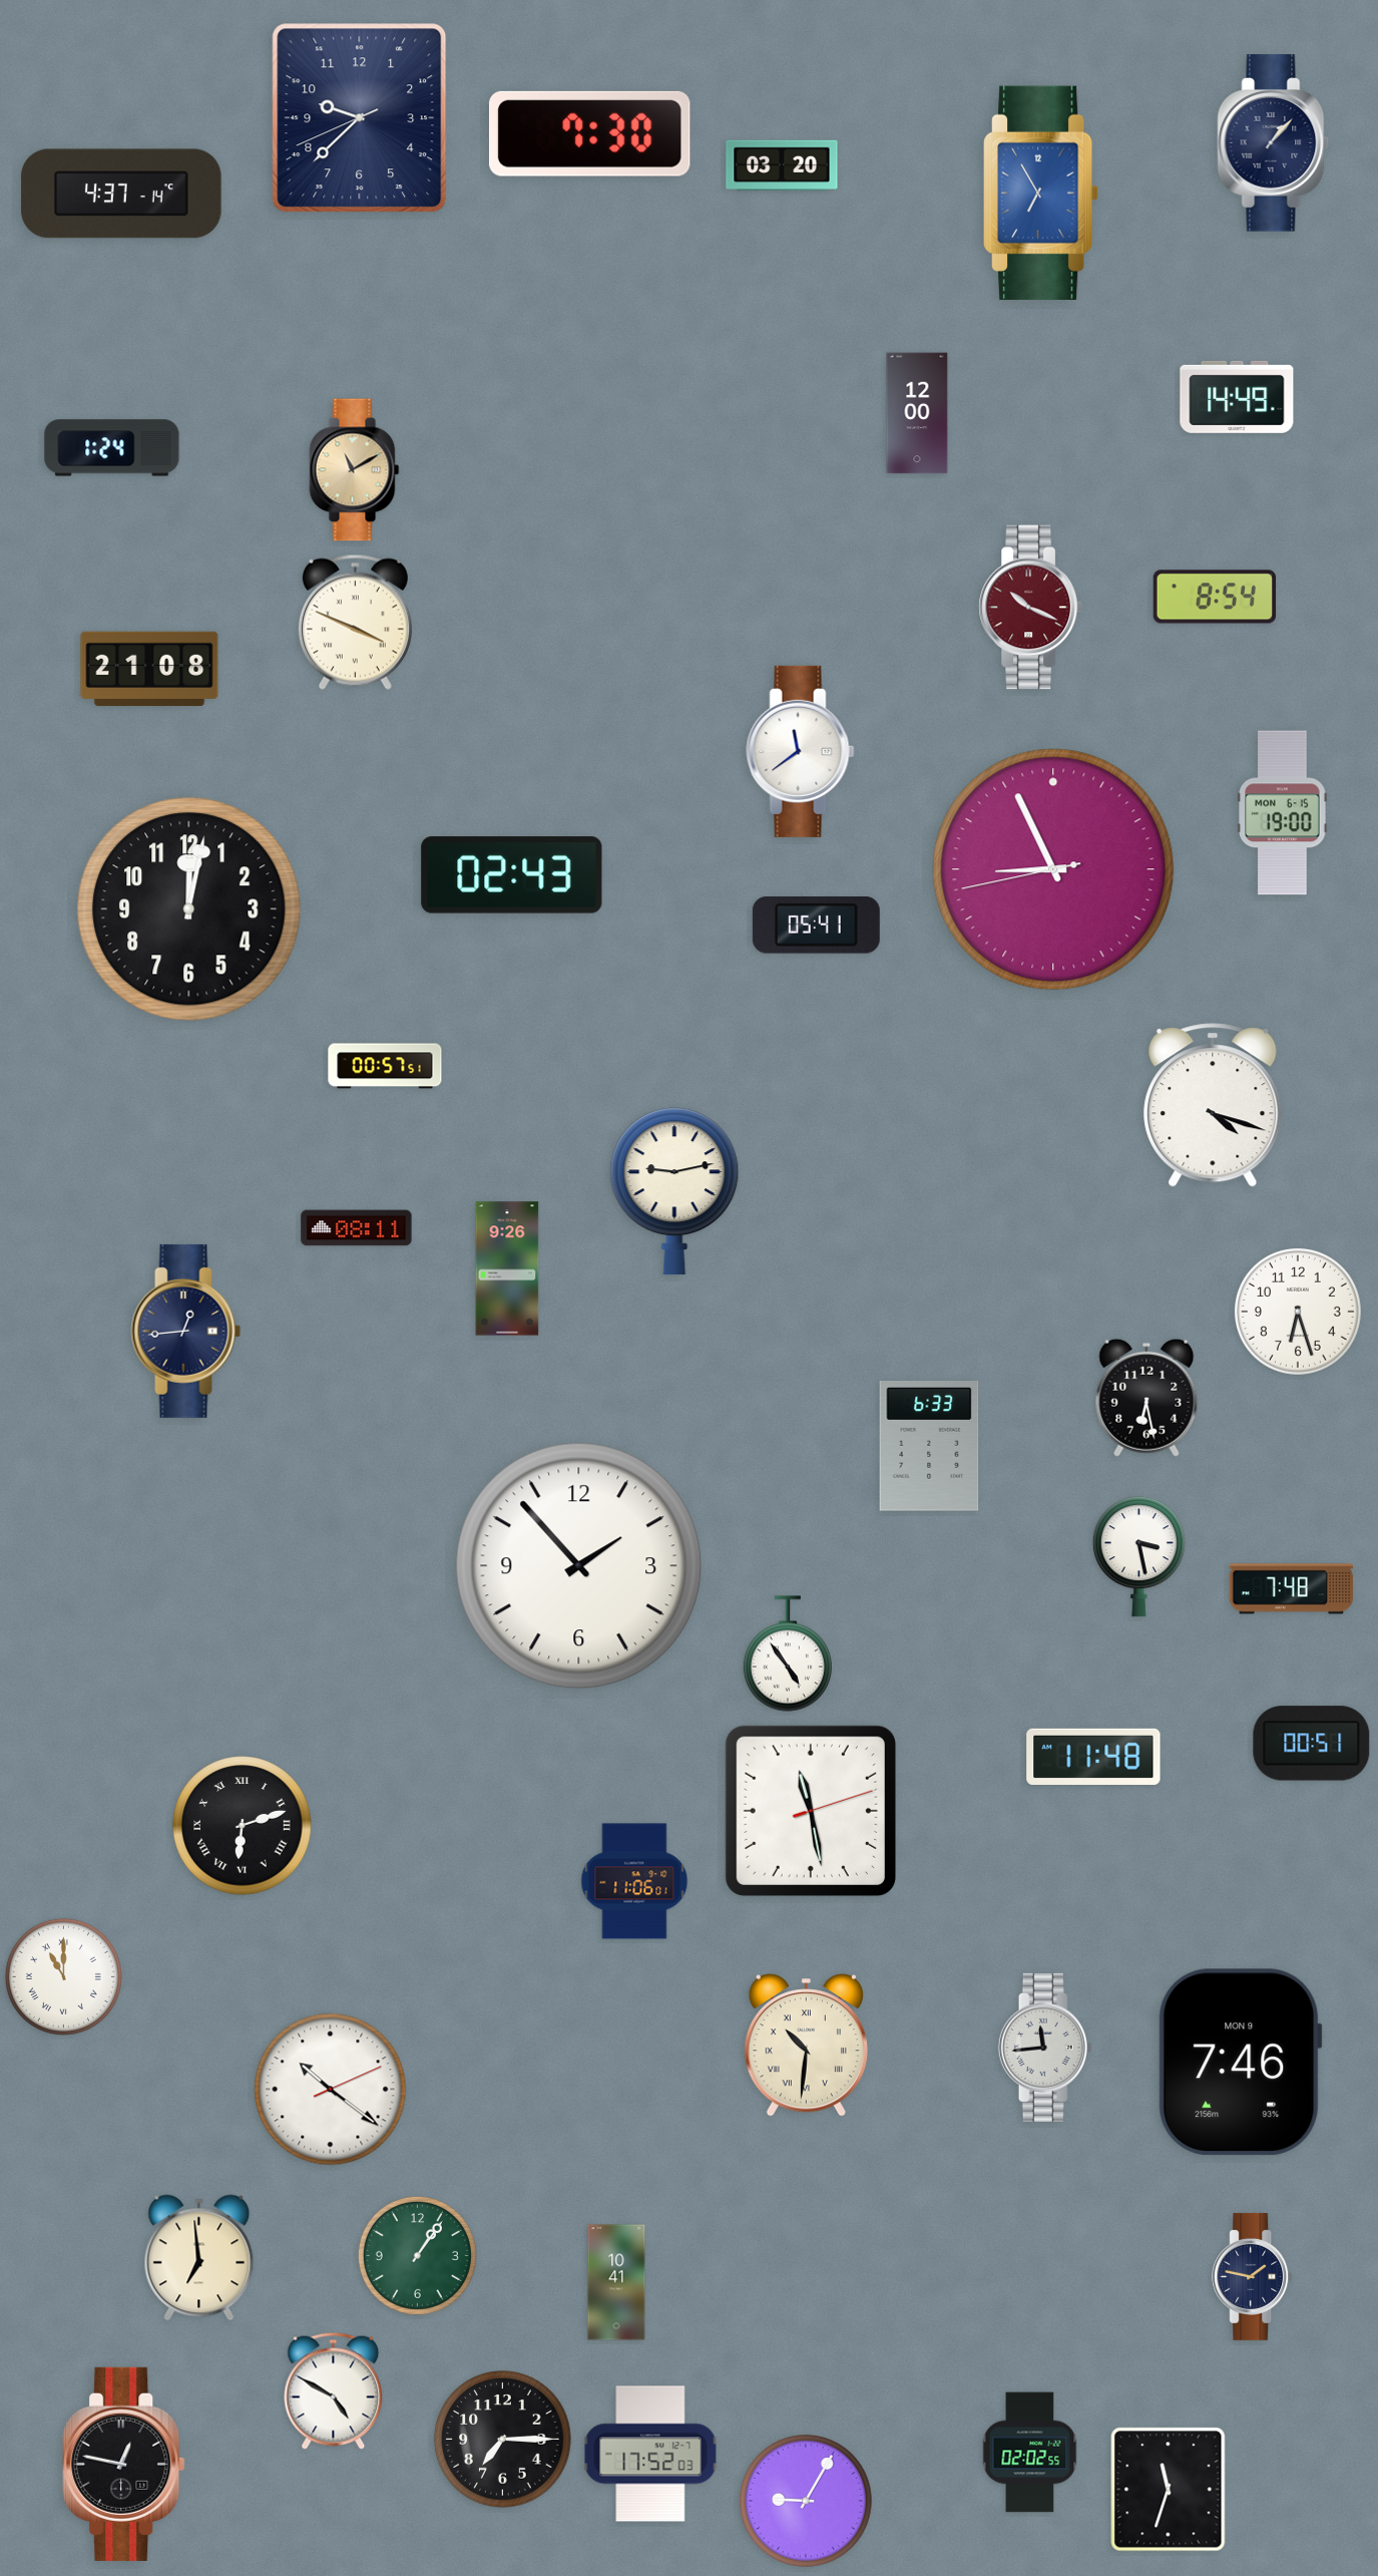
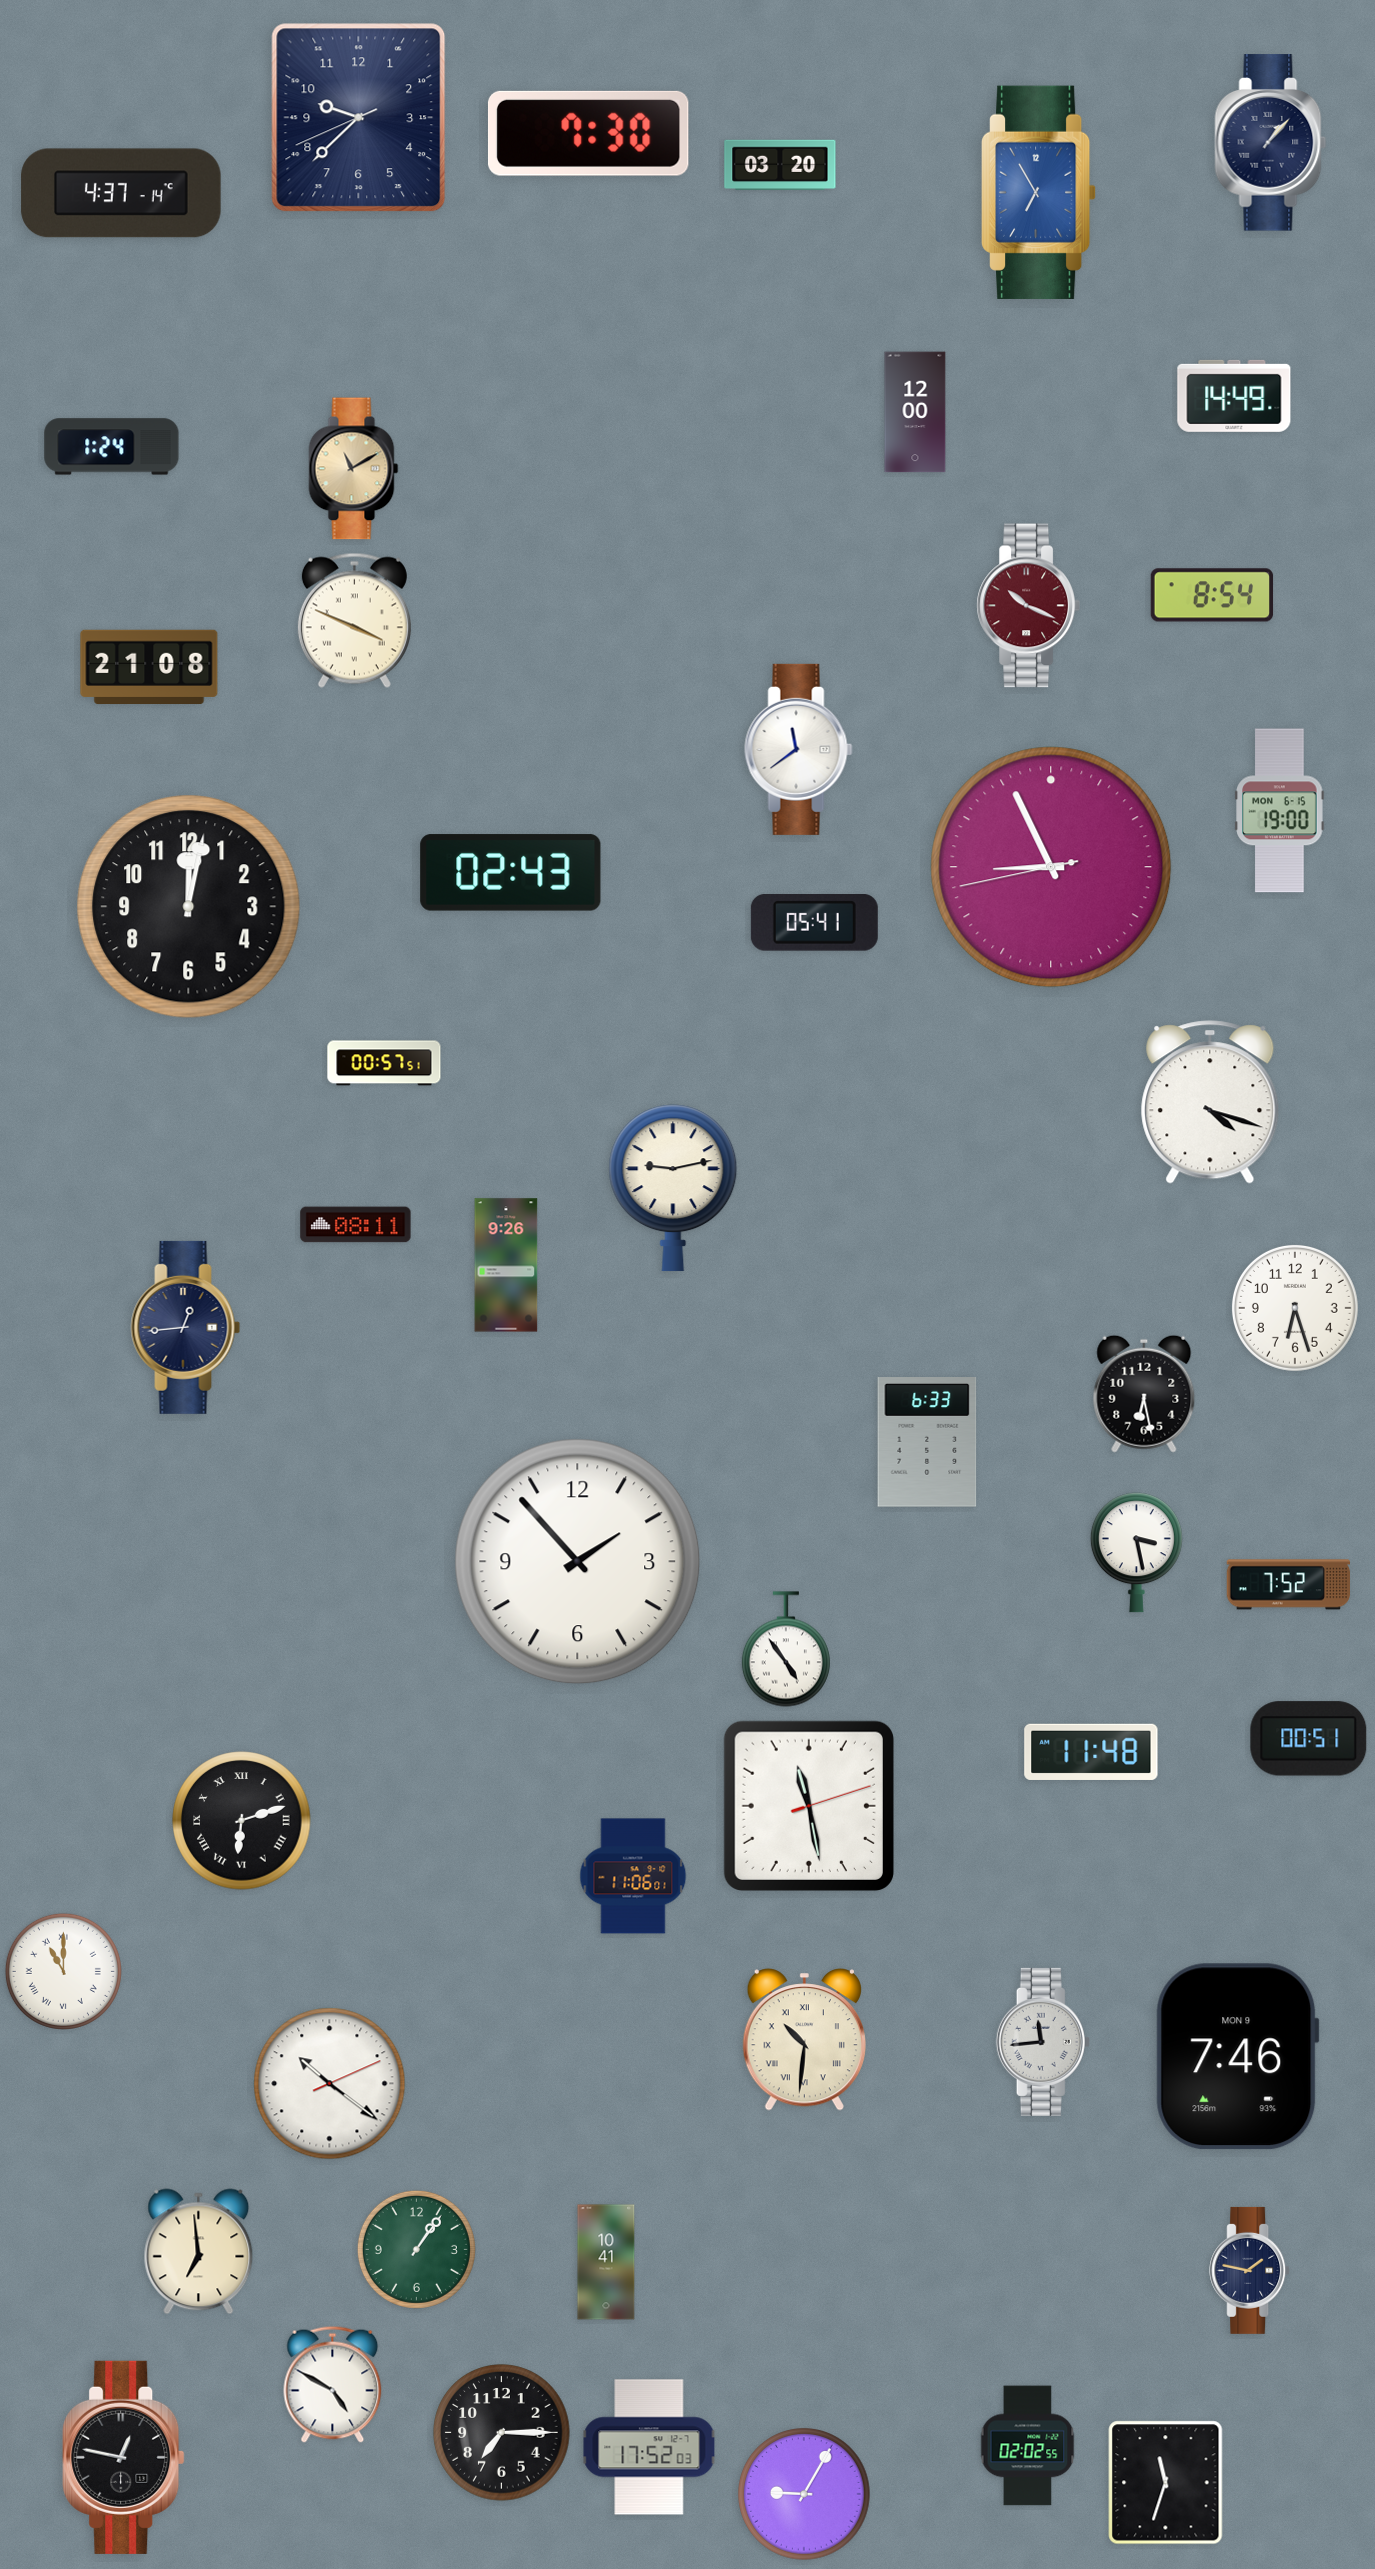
clock at (1291, 1589): 7:48 -> 7:52
clock at (616, 2282) position: (616, 2282) -> (606, 2262)
